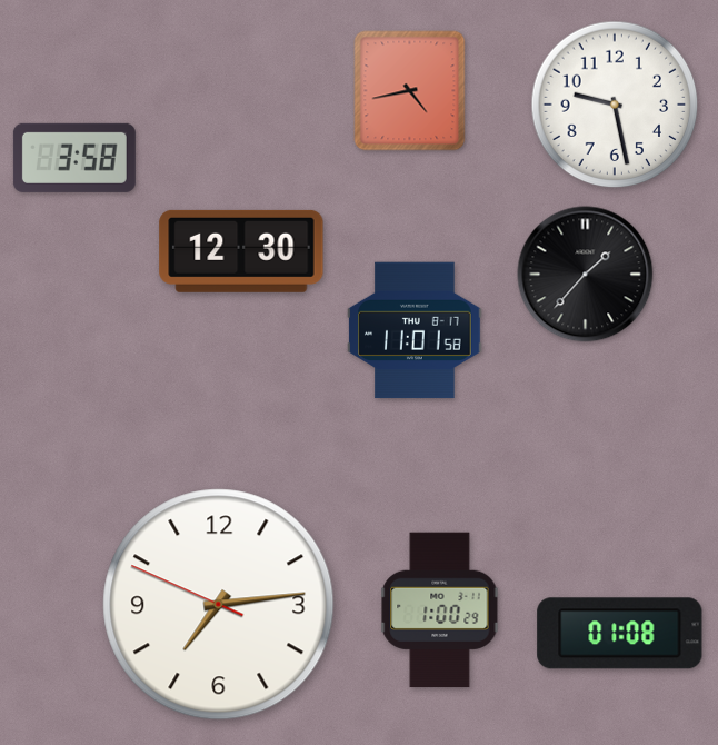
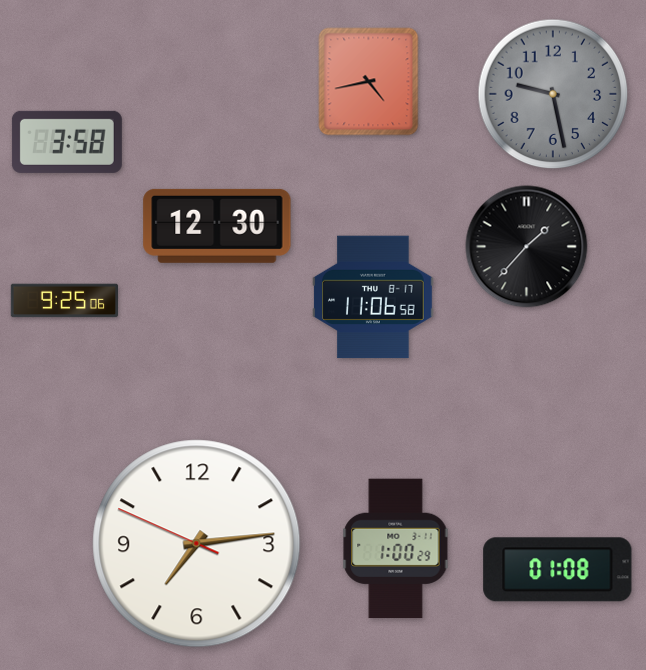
clock at (615, 105) dial: white -> grey
clock at (415, 330): 11:01 -> 11:06
clock at (64, 301): none -> 9:25
